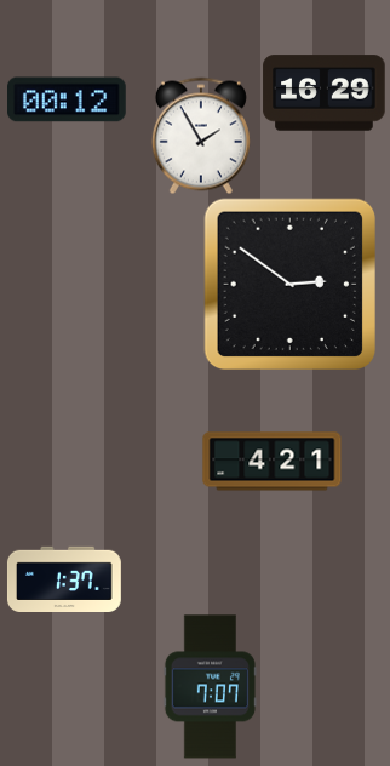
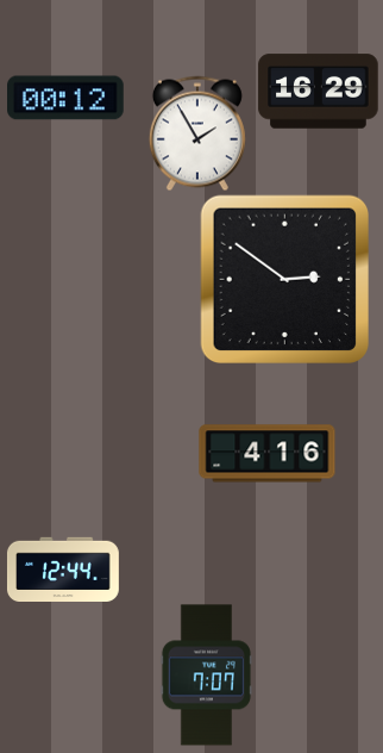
clock at (273, 462): 4:21 -> 4:16
clock at (64, 579): 1:37 -> 12:44
